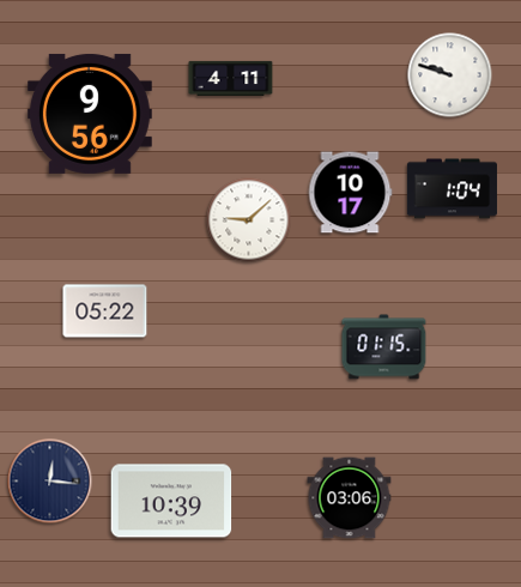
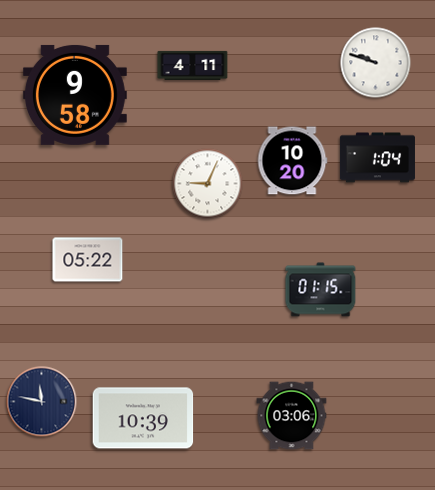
clock at (90, 114): 9:56 -> 9:58
clock at (350, 193): 10:17 -> 10:20
clock at (249, 220): 9:08 -> 9:04
clock at (50, 482): 12:16 -> 11:47
